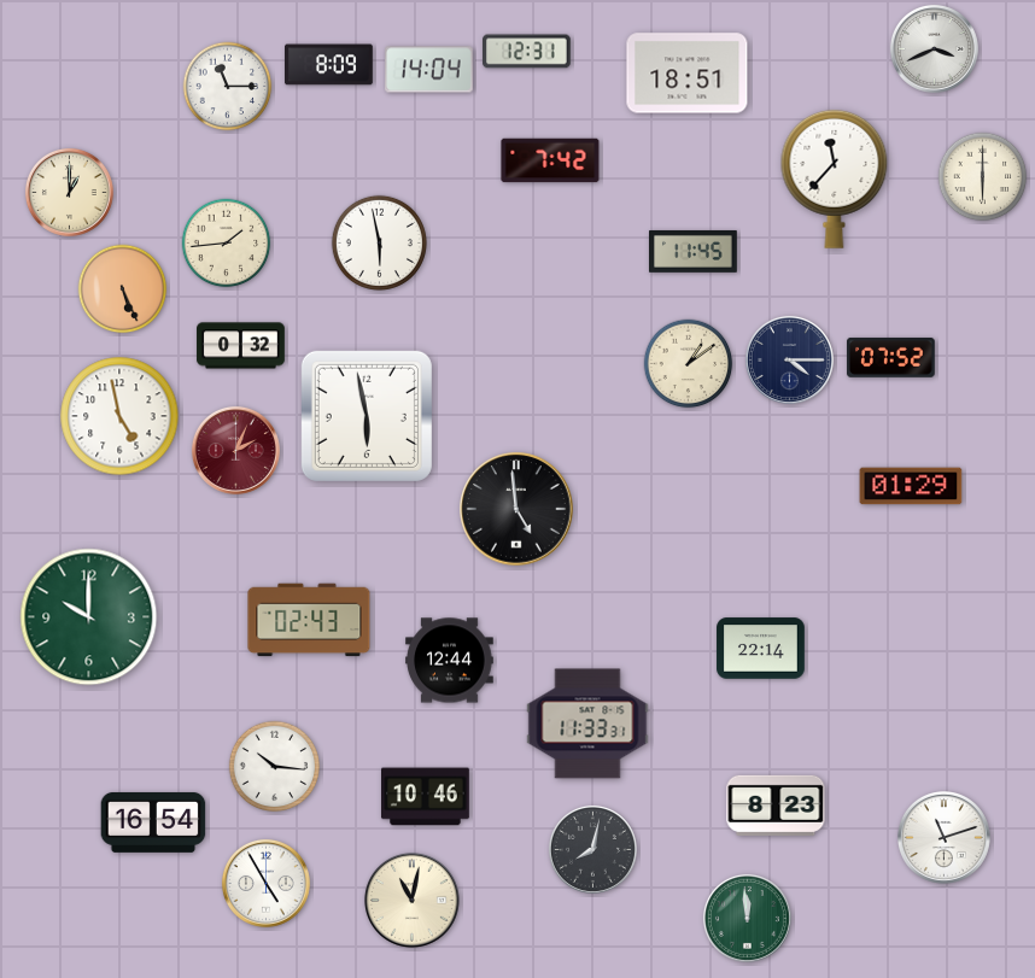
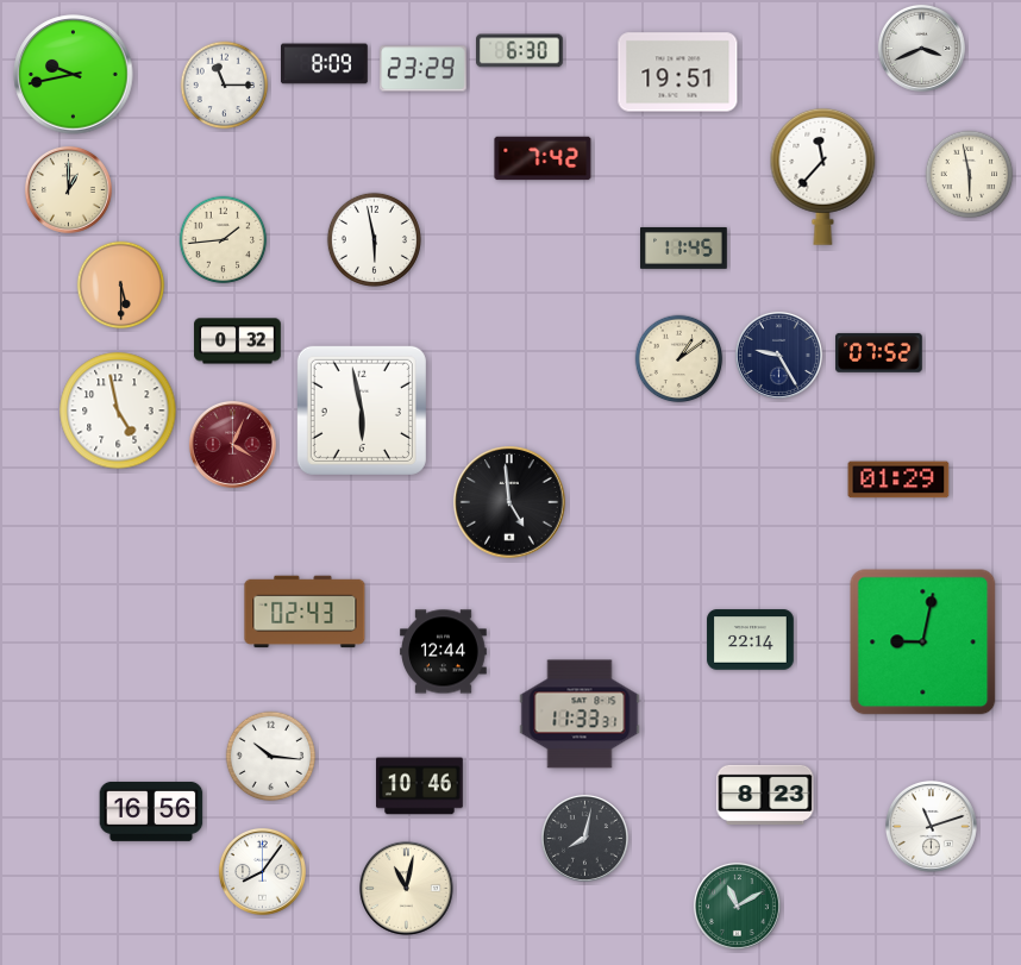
clock at (527, 52): 12:31 -> 6:30
clock at (429, 70): 14:04 -> 23:29
clock at (688, 74): 18:51 -> 19:51
clock at (74, 75): none -> 9:43
clock at (983, 177): 6:00 -> 5:58
clock at (123, 289): 5:26 -> 5:30
clock at (789, 359): 4:15 -> 9:25
clock at (235, 450): 2:04 -> 4:04
clock at (89, 617): 10:00 -> none
clock at (923, 643): none -> 9:02
clock at (153, 822): 16:54 -> 16:56
clock at (265, 883): 4:55 -> 8:06
clock at (747, 918): 11:59 -> 11:10
